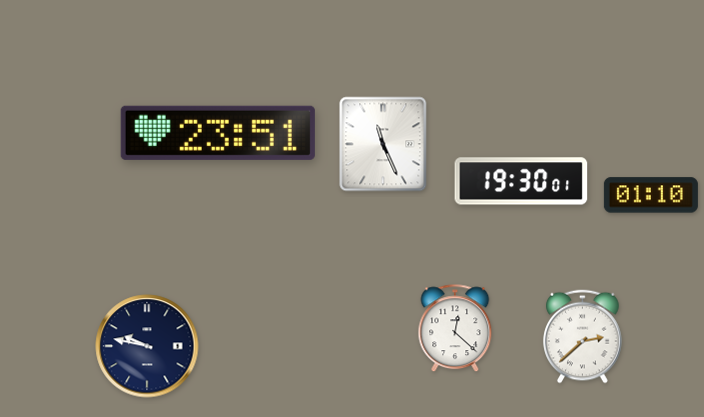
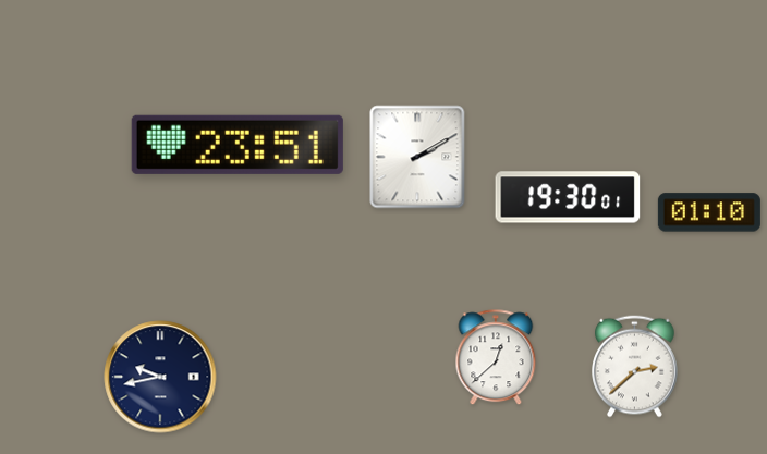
clock at (383, 144): 11:26 -> 2:10
clock at (455, 329): 12:22 -> 12:38
clock at (147, 346): 9:47 -> 9:43
